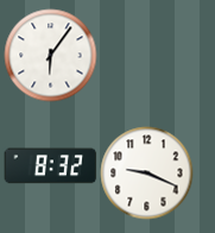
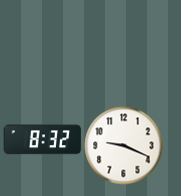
clock at (50, 55): 6:06 -> none
